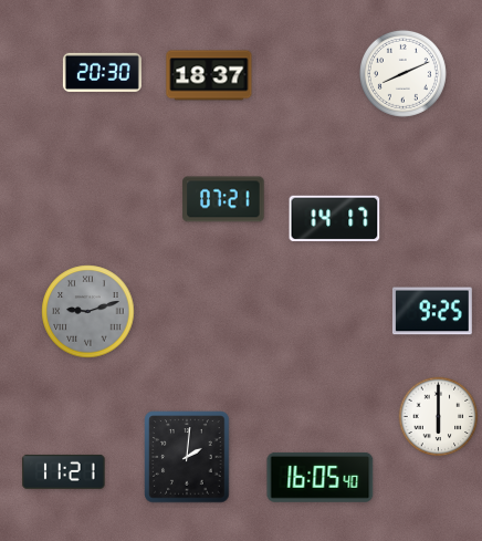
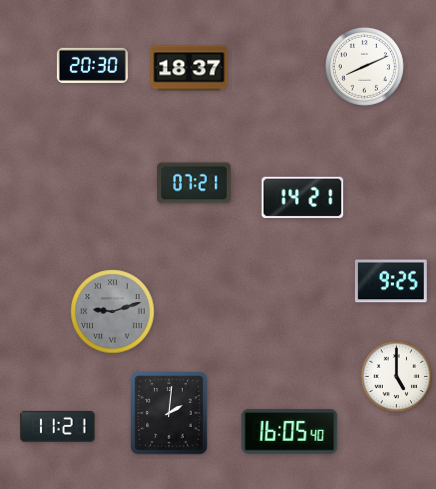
clock at (223, 199) position: (223, 199) -> (194, 183)
clock at (335, 219): 14:17 -> 14:21
clock at (88, 312) position: (88, 312) -> (113, 312)
clock at (439, 417): 6:00 -> 5:00
